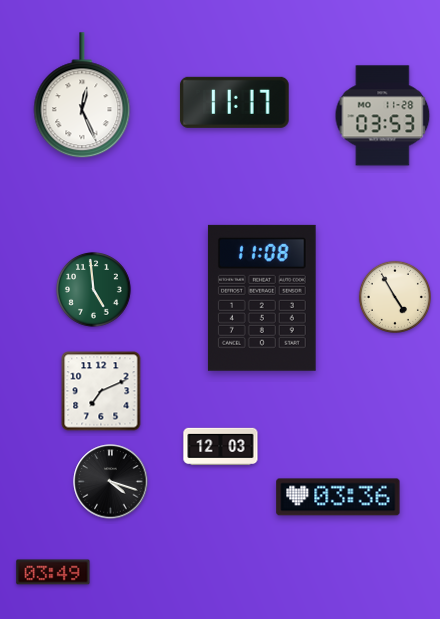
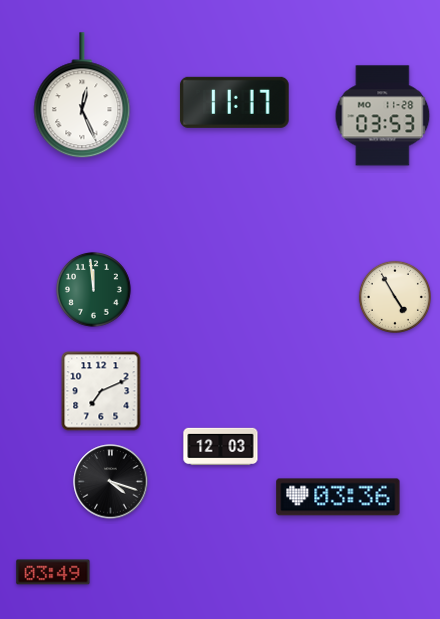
clock at (94, 290): 4:59 -> 11:59
clock at (262, 298): 11:08 -> none
